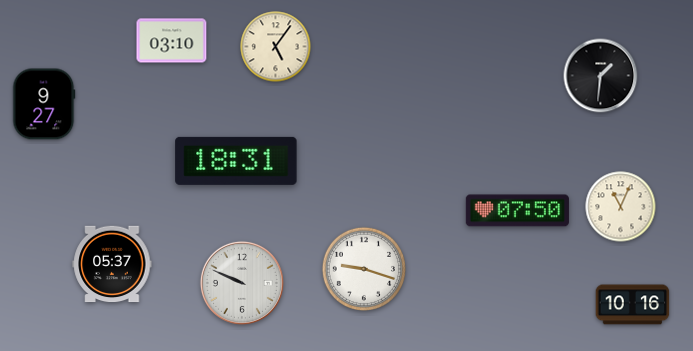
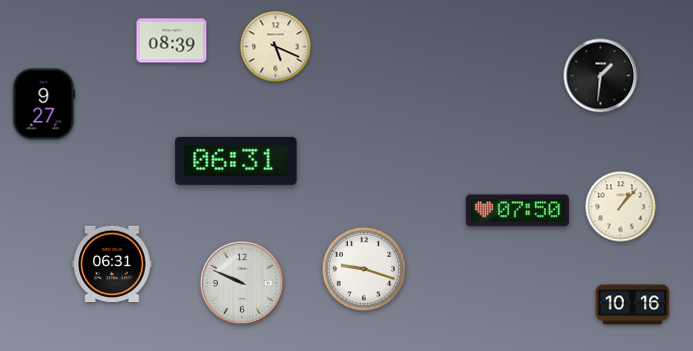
clock at (172, 41): 03:10 -> 08:39
clock at (276, 47): 5:06 -> 5:19
clock at (236, 161): 18:31 -> 06:31
clock at (621, 207): 11:04 -> 1:07
clock at (112, 264): 05:37 -> 06:31
